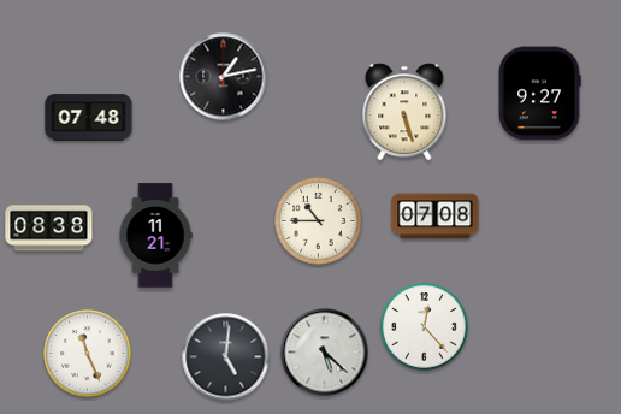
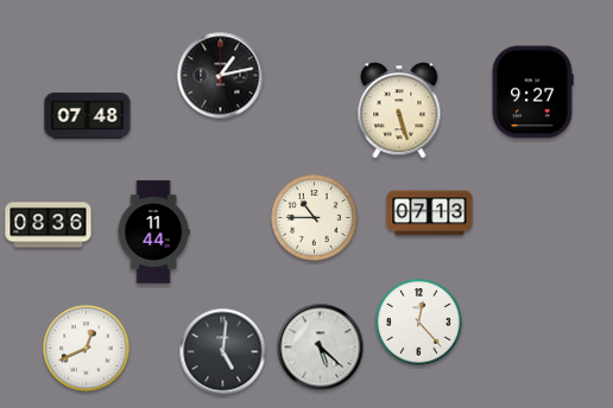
clock at (436, 217): 07:08 -> 07:13
clock at (49, 229): 08:38 -> 08:36
clock at (155, 236): 11:21 -> 11:44
clock at (88, 354): 11:26 -> 12:41
